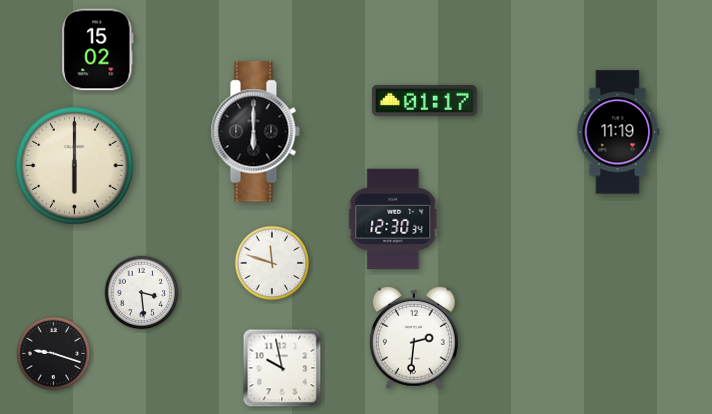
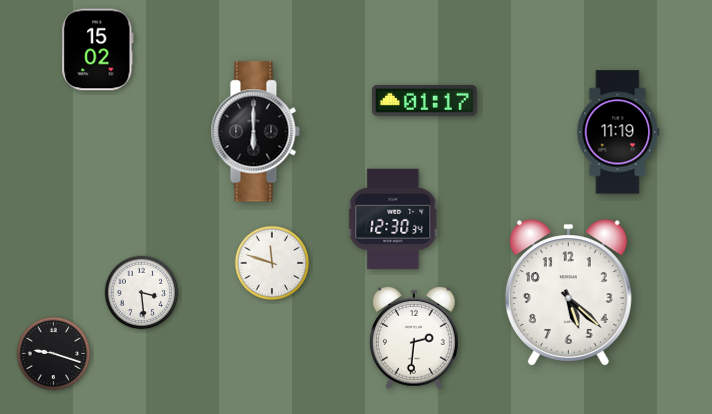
clock at (75, 166): 6:00 -> none
clock at (568, 293): none -> 5:22
clock at (282, 368): 9:58 -> none
